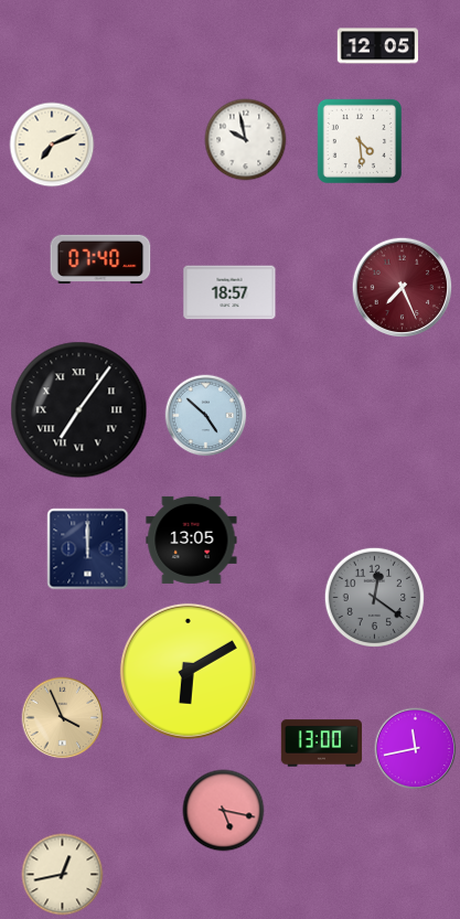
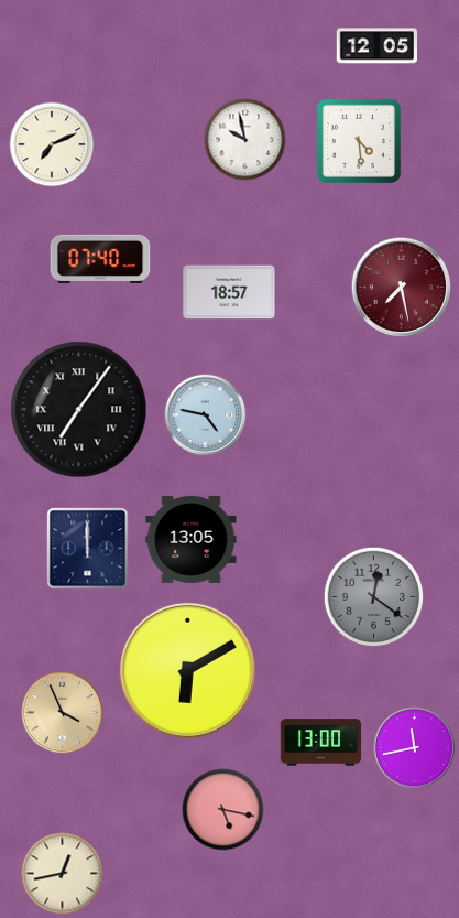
clock at (403, 288): 7:26 -> 7:28
clock at (206, 416): 4:52 -> 4:47
clock at (63, 718) position: (63, 718) -> (63, 713)
